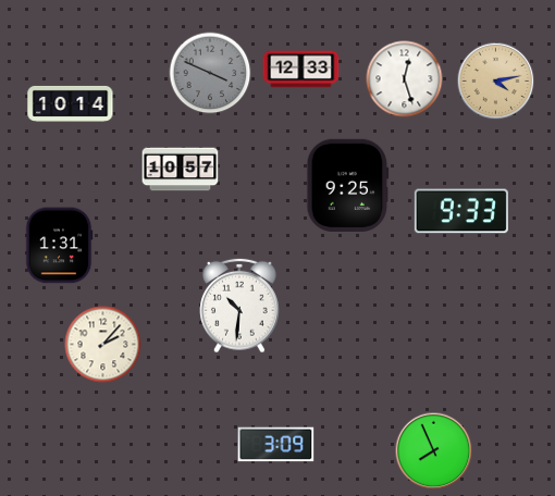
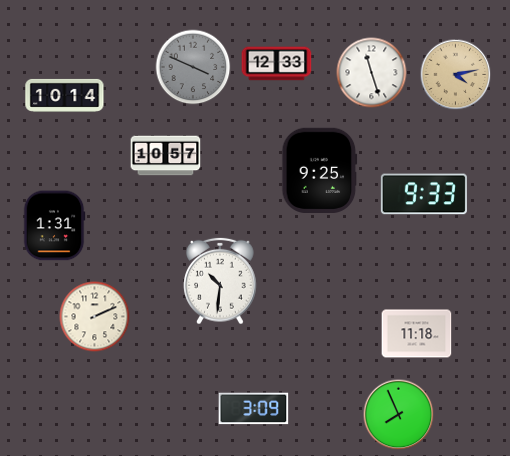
clock at (405, 79): 12:27 -> 11:27
clock at (103, 345): 2:07 -> 2:11
clock at (417, 334): none -> 11:18
